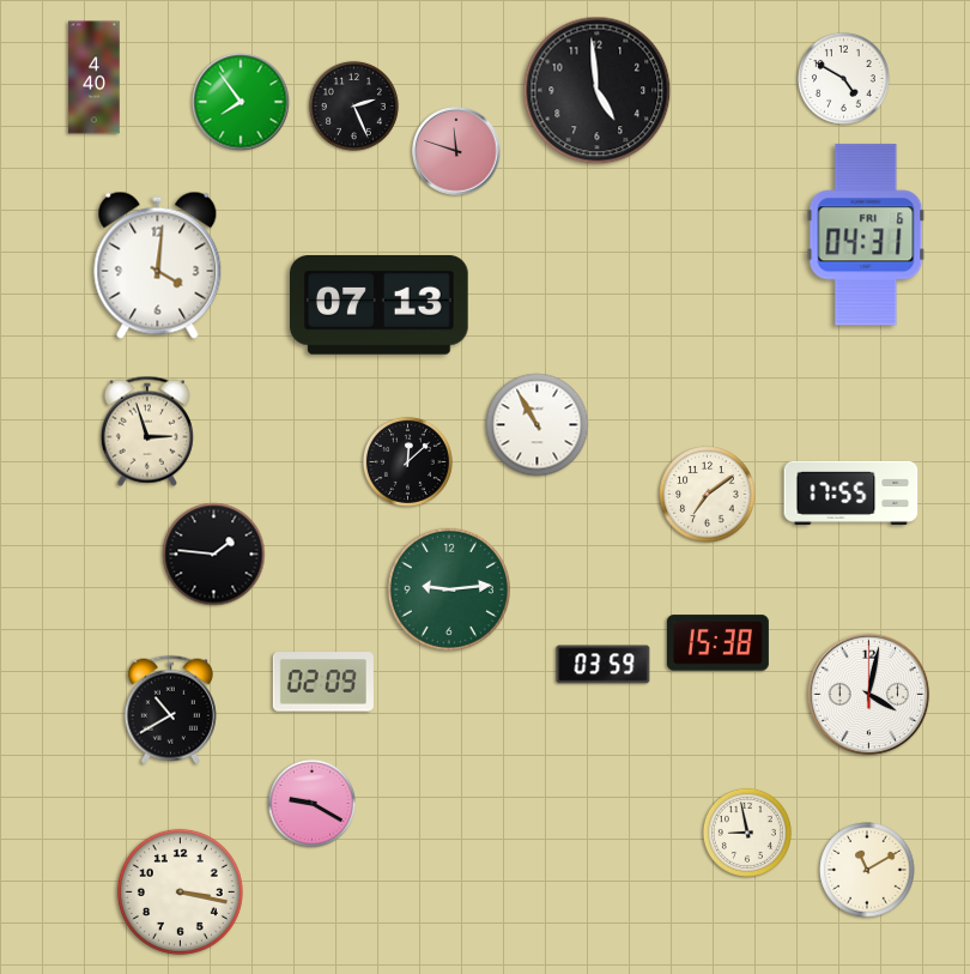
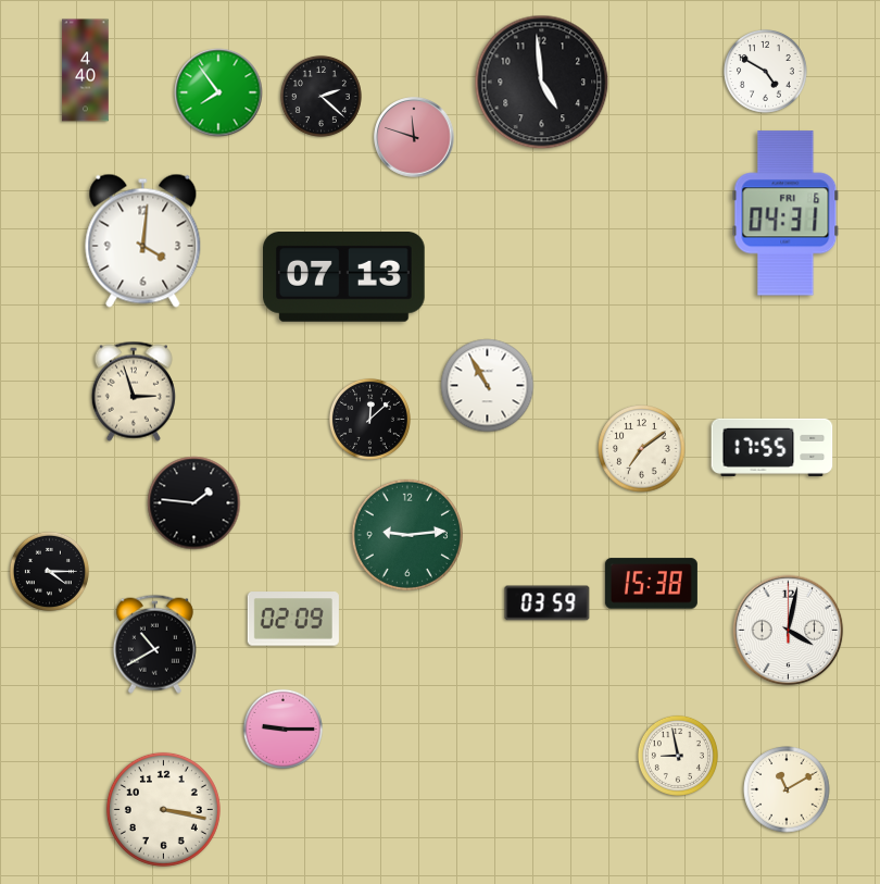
clock at (353, 105): 2:26 -> 2:22
clock at (49, 571): none -> 4:15
clock at (311, 803): 9:20 -> 9:15
